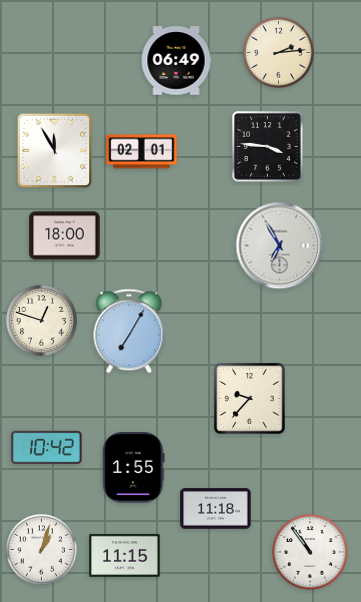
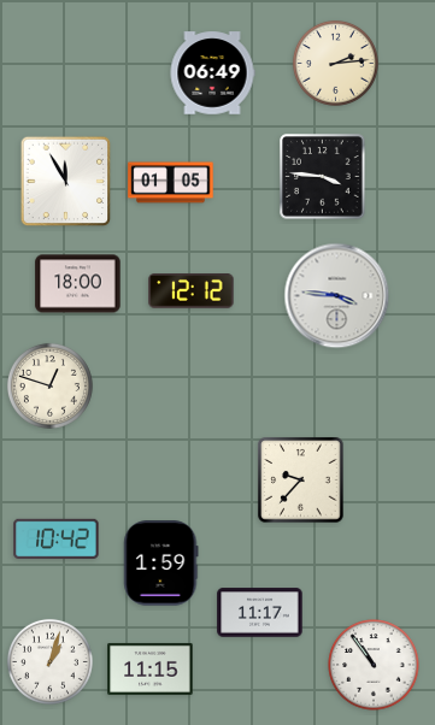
clock at (142, 152): 02:01 -> 01:05
clock at (192, 291): none -> 12:12
clock at (280, 246): 6:55 -> 3:46
clock at (129, 331): 7:05 -> none
clock at (134, 468): 1:55 -> 1:59
clock at (216, 509): 11:18 -> 11:17
